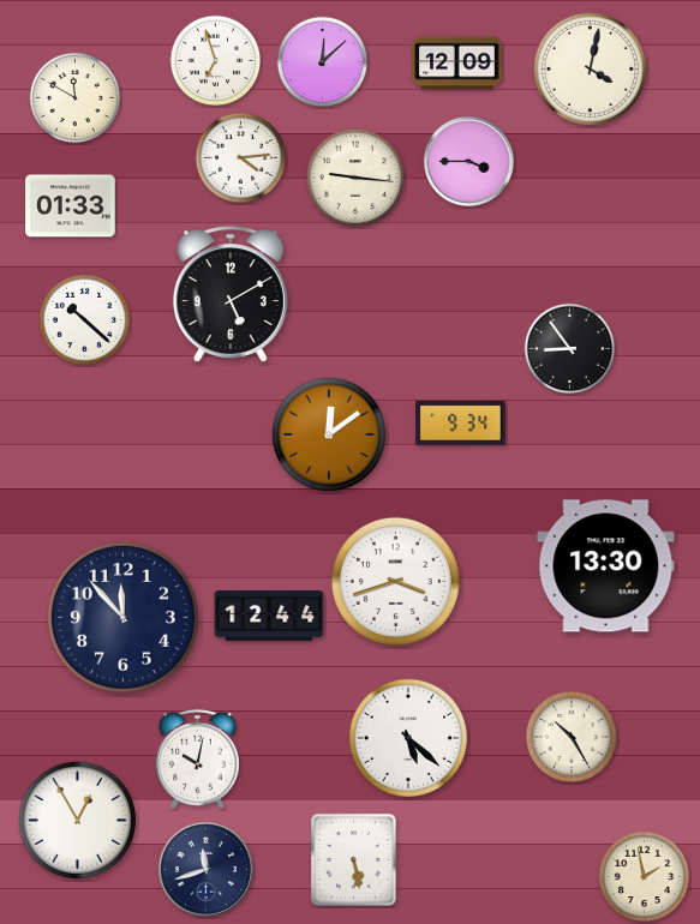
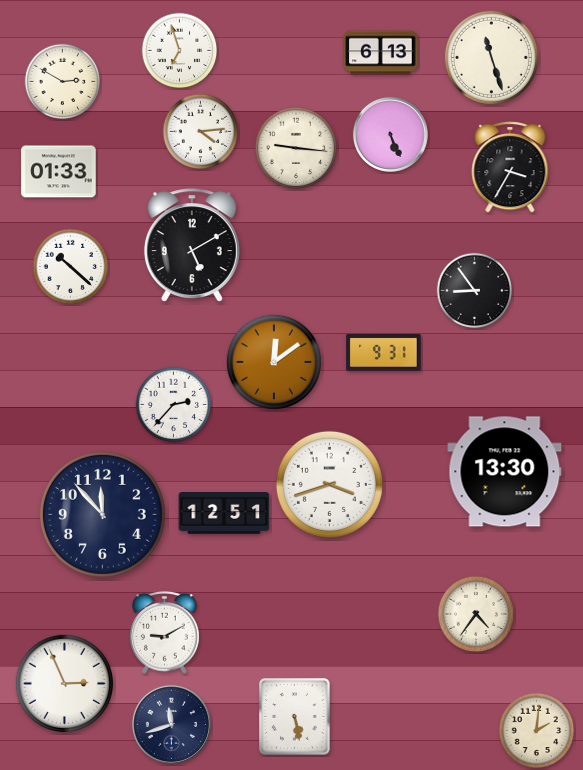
clock at (323, 62): 12:08 -> none
clock at (457, 64): 12:09 -> 6:13
clock at (590, 68): 4:02 -> 11:27
clock at (76, 98): 11:50 -> 2:50
clock at (468, 161): 3:45 -> 5:26
clock at (510, 167): none -> 3:35
clock at (461, 424): 9:34 -> 9:31
clock at (174, 405): none -> 2:37
clock at (269, 617): 12:44 -> 12:51
clock at (572, 737): 10:25 -> 4:36
clock at (408, 738): 5:22 -> none
clock at (198, 760): 10:02 -> 9:10
clock at (77, 820): 12:55 -> 2:56
clock at (645, 877): 1:58 -> 2:01
